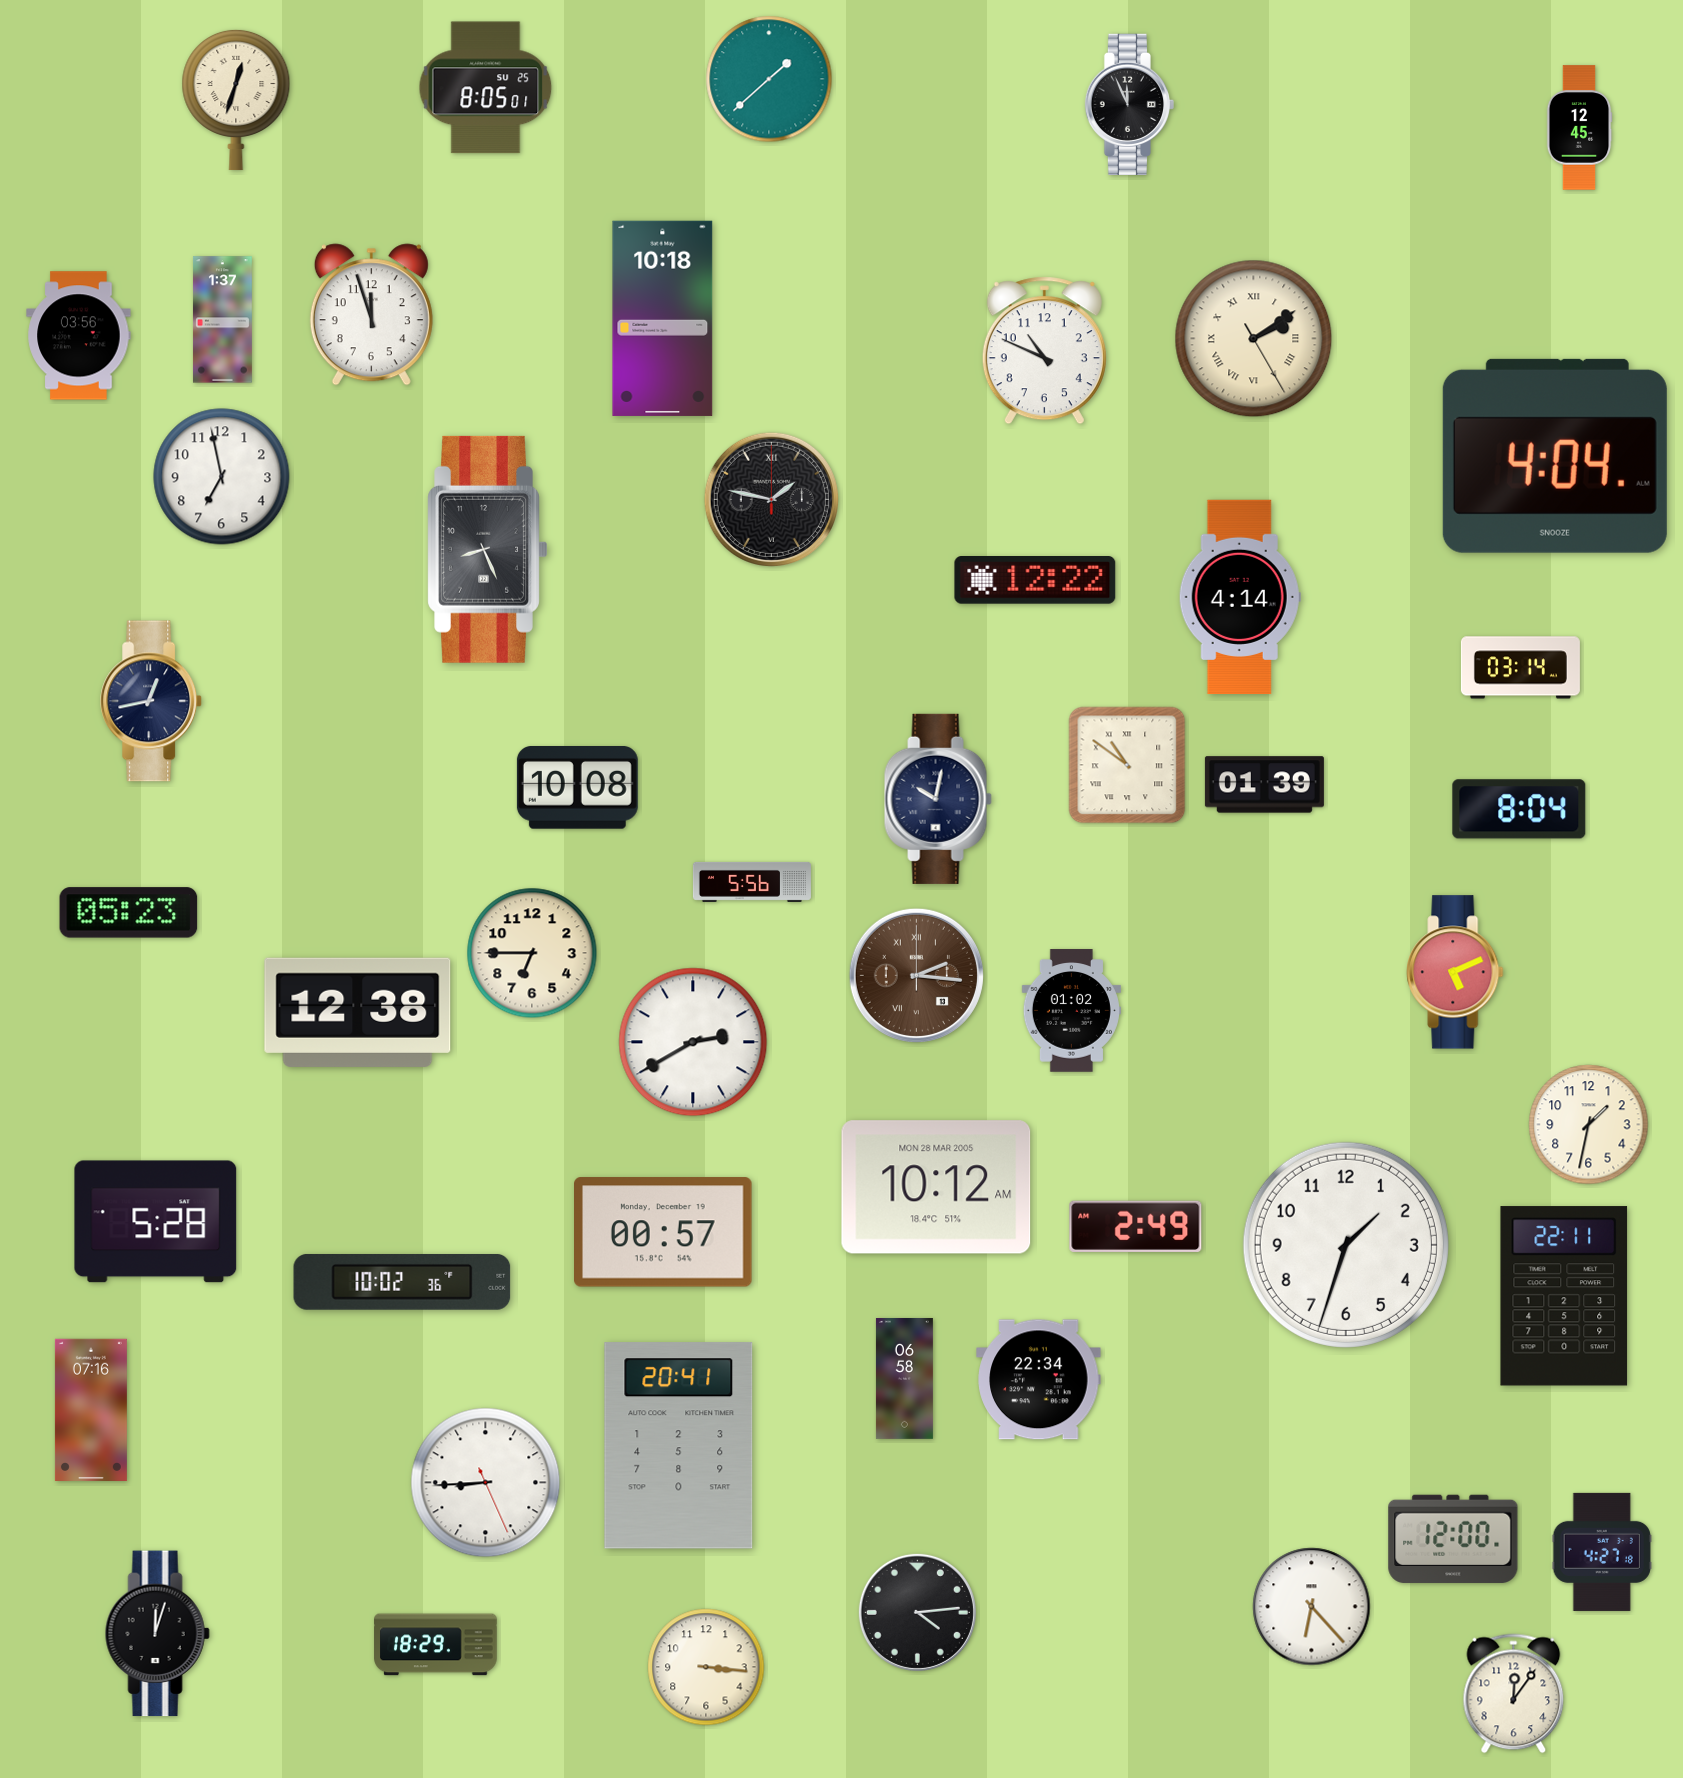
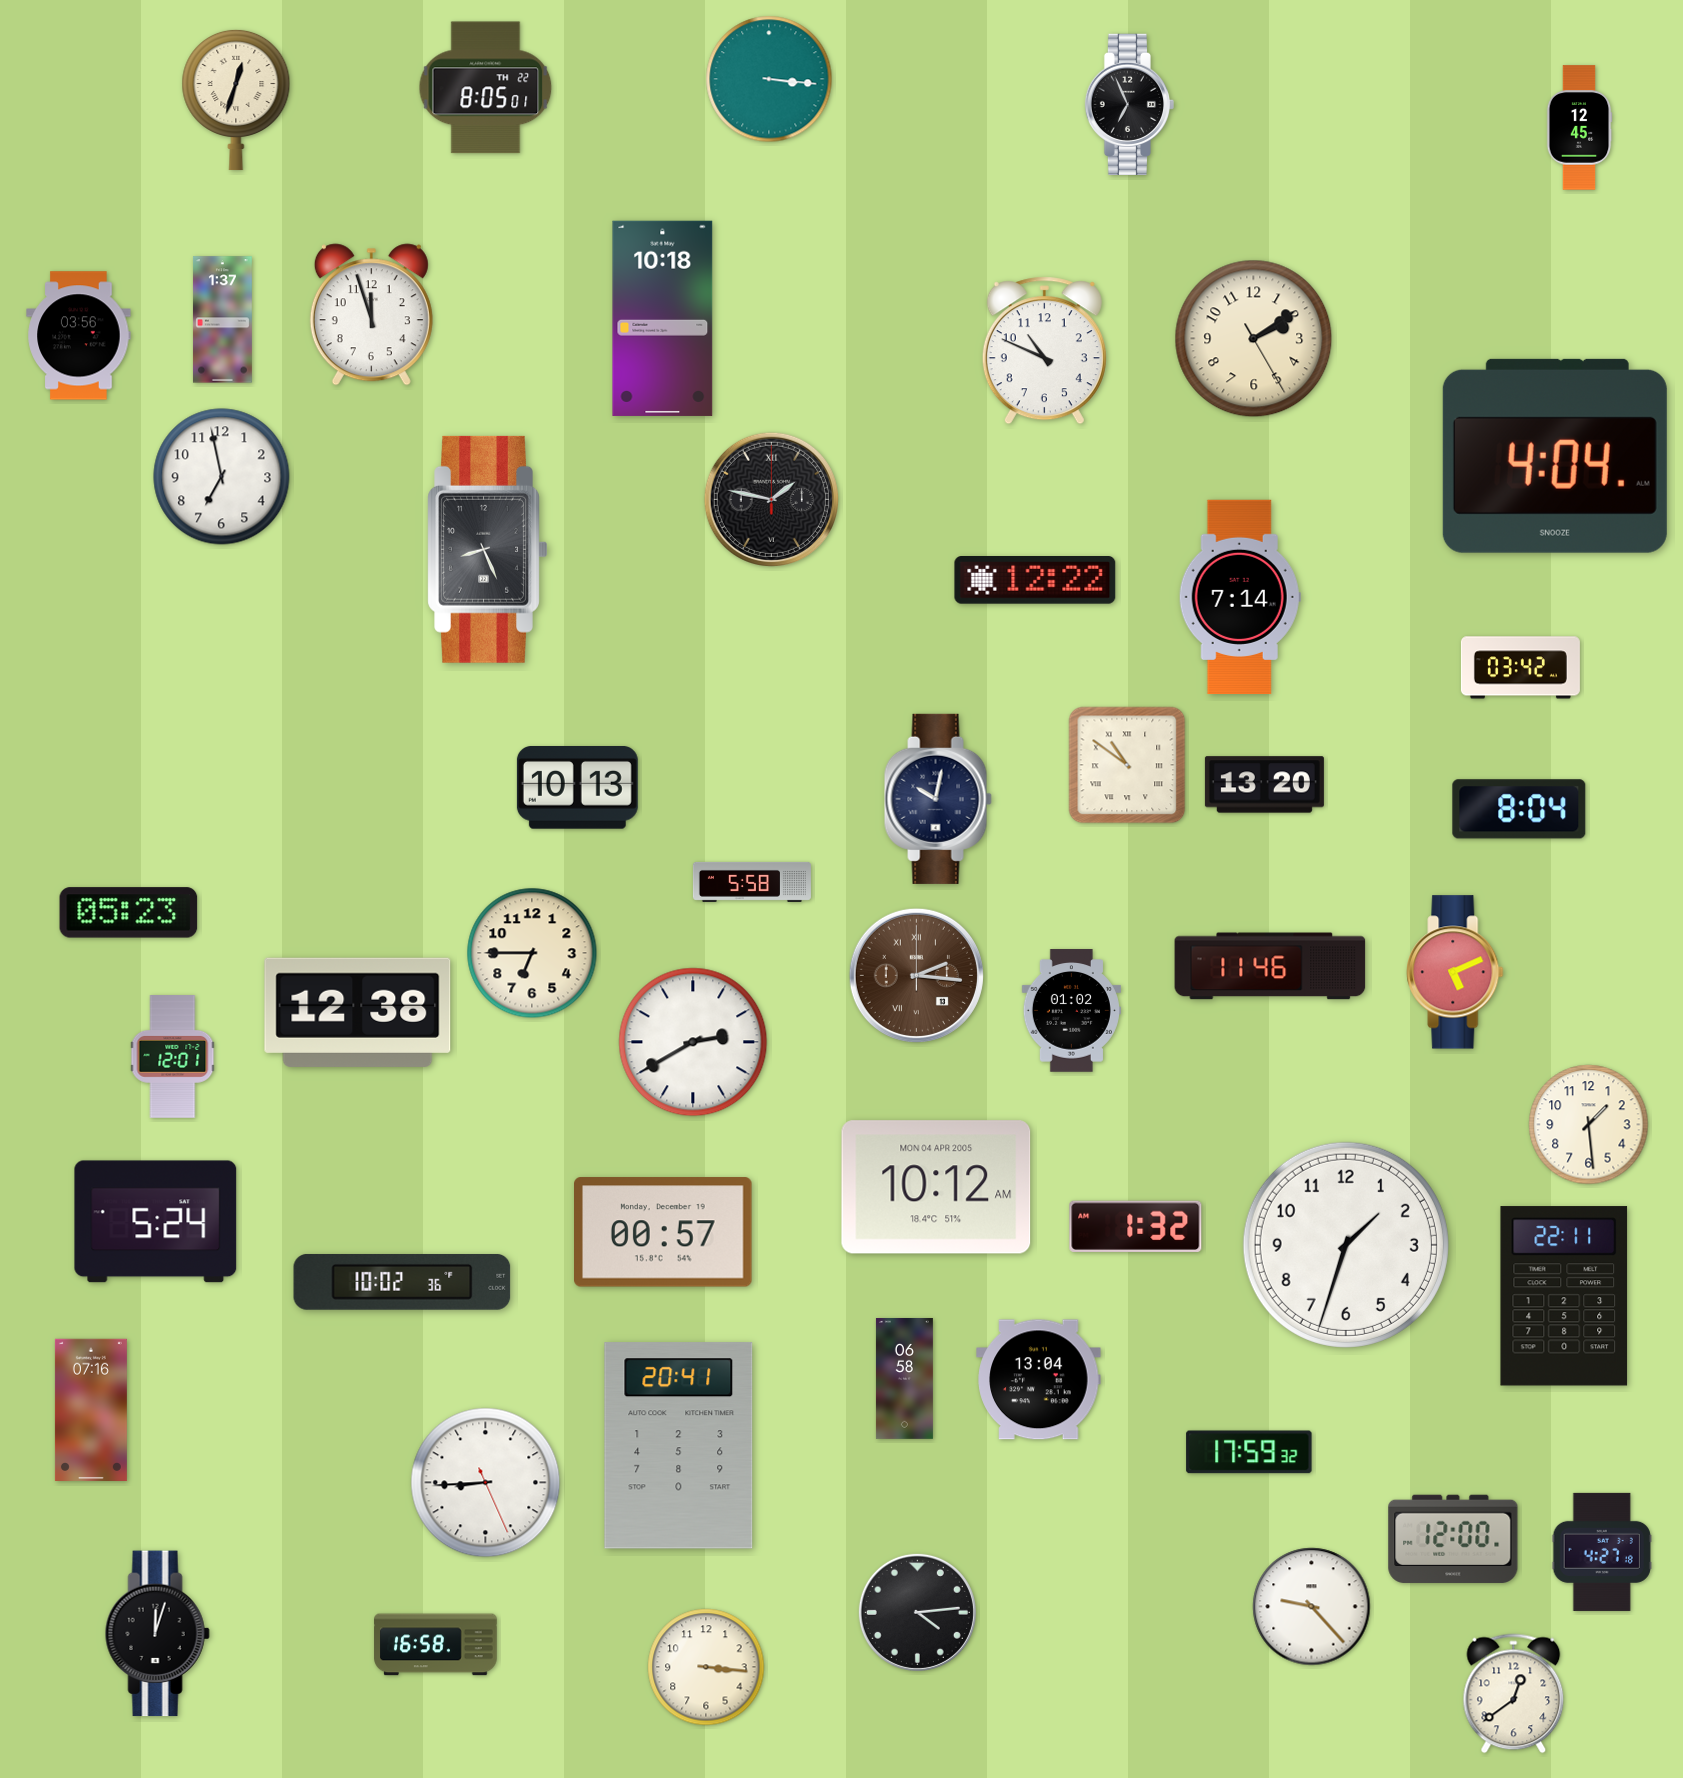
clock at (769, 79): 1:38 -> 3:16
clock at (486, 88) date: SU 25 -> TH 22
clock at (1130, 104): 11:56 -> 6:56
clock at (1254, 339) numerals: Roman -> Arabic
clock at (1240, 596): 4:14 -> 7:14
clock at (1520, 668): 03:14 -> 03:42
clock at (152, 701): 12:43 -> none
clock at (1264, 785): 01:39 -> 13:20
clock at (577, 788): 10:08 -> 10:13
clock at (752, 882): 5:56 -> 5:58
clock at (1270, 966): none -> 11:46
clock at (173, 1057): none -> 12:01
clock at (1589, 1125): 1:32 -> 1:29
clock at (936, 1187) date: MON 28 MAR 2005 -> MON 04 APR 2005
clock at (156, 1222): 5:28 -> 5:24
clock at (1136, 1226): 2:49 -> 1:32
clock at (1039, 1380): 22:34 -> 13:04
clock at (1249, 1452): none -> 17:59
clock at (1312, 1607): 6:23 -> 9:23
clock at (436, 1645): 18:29 -> 16:58
clock at (1514, 1694): 12:06 -> 12:39
